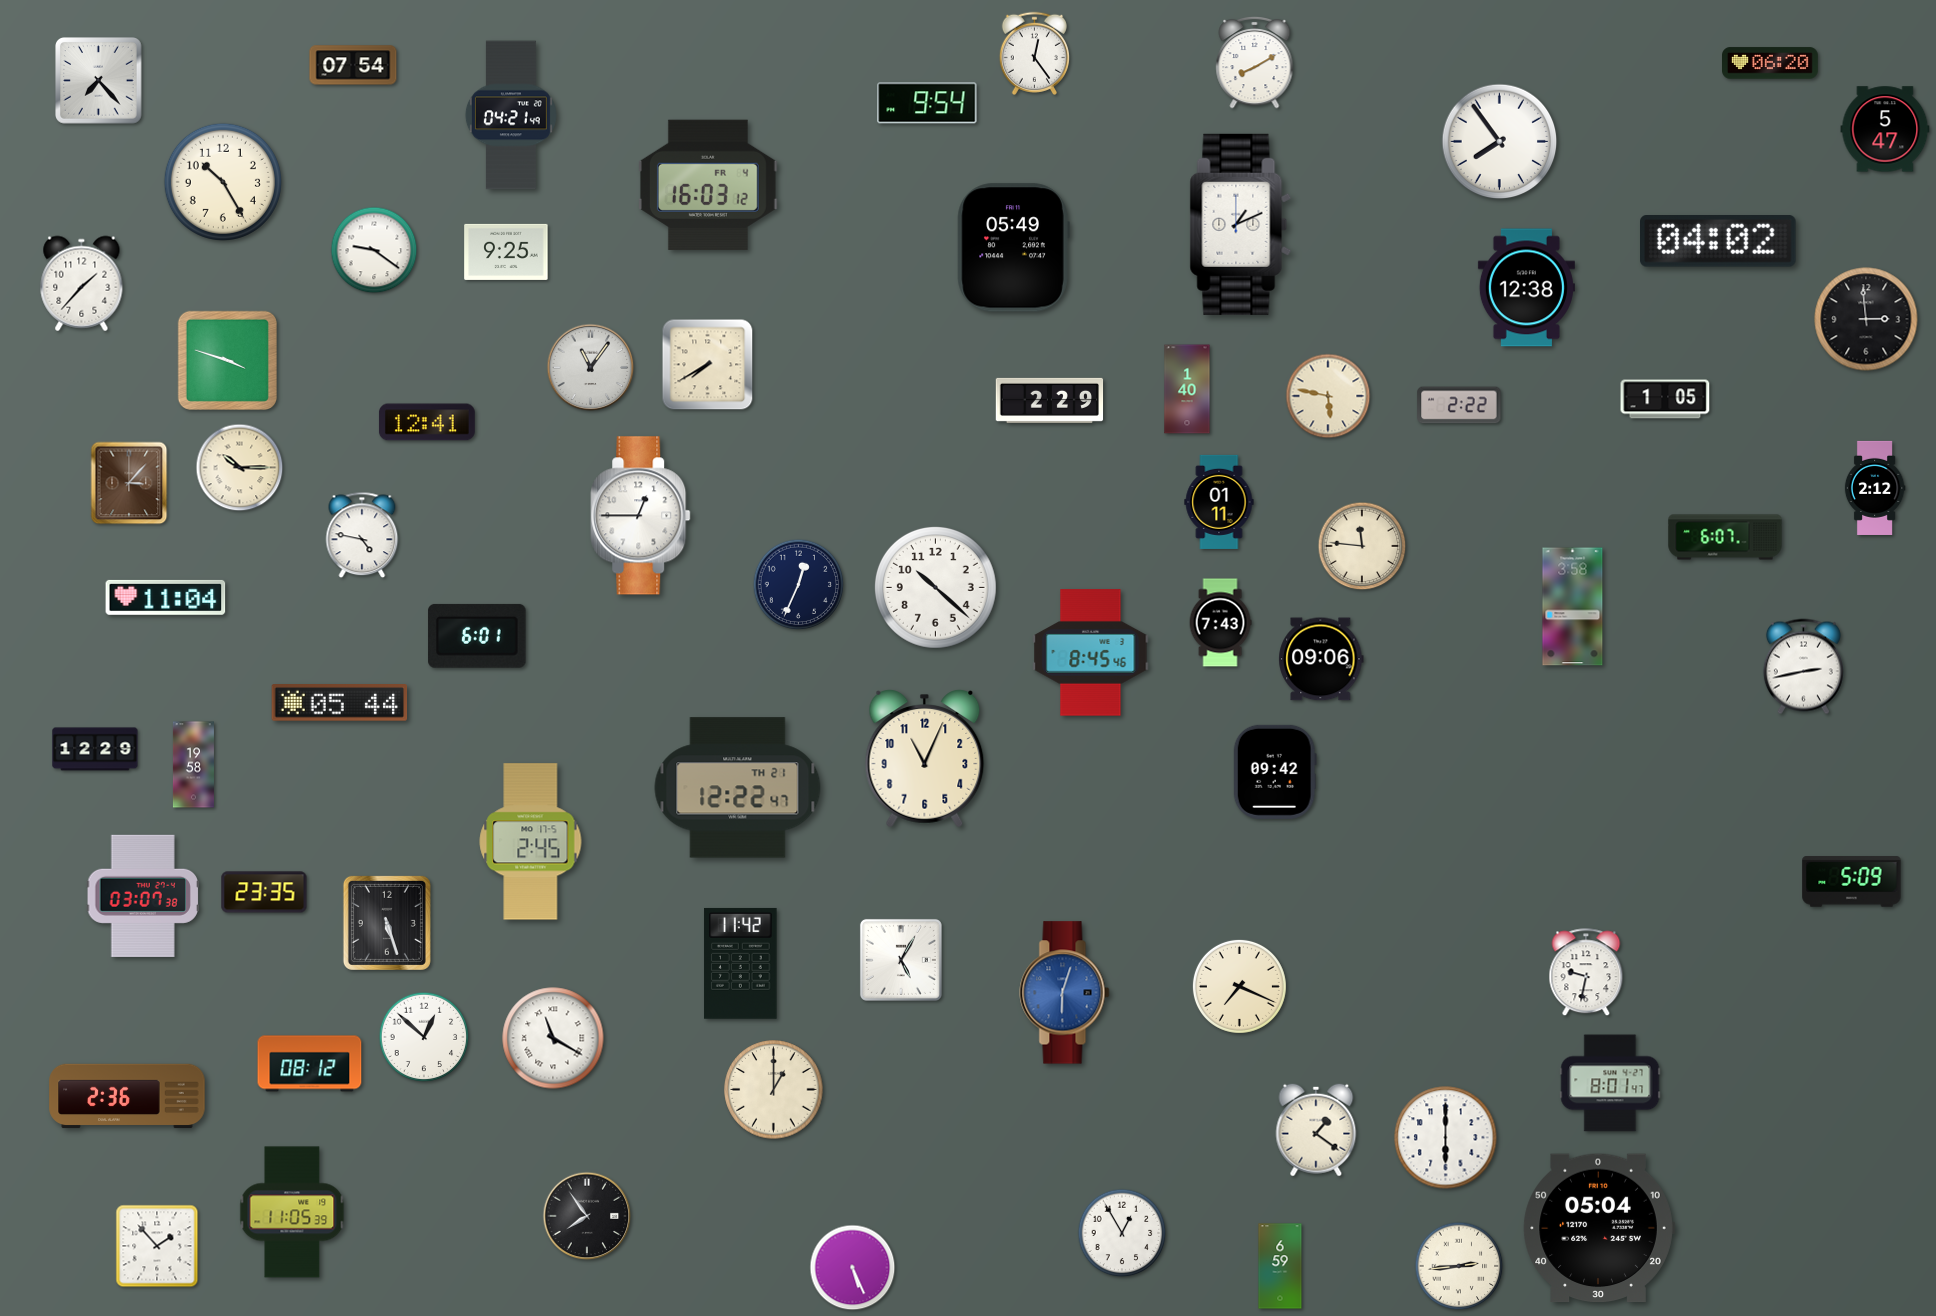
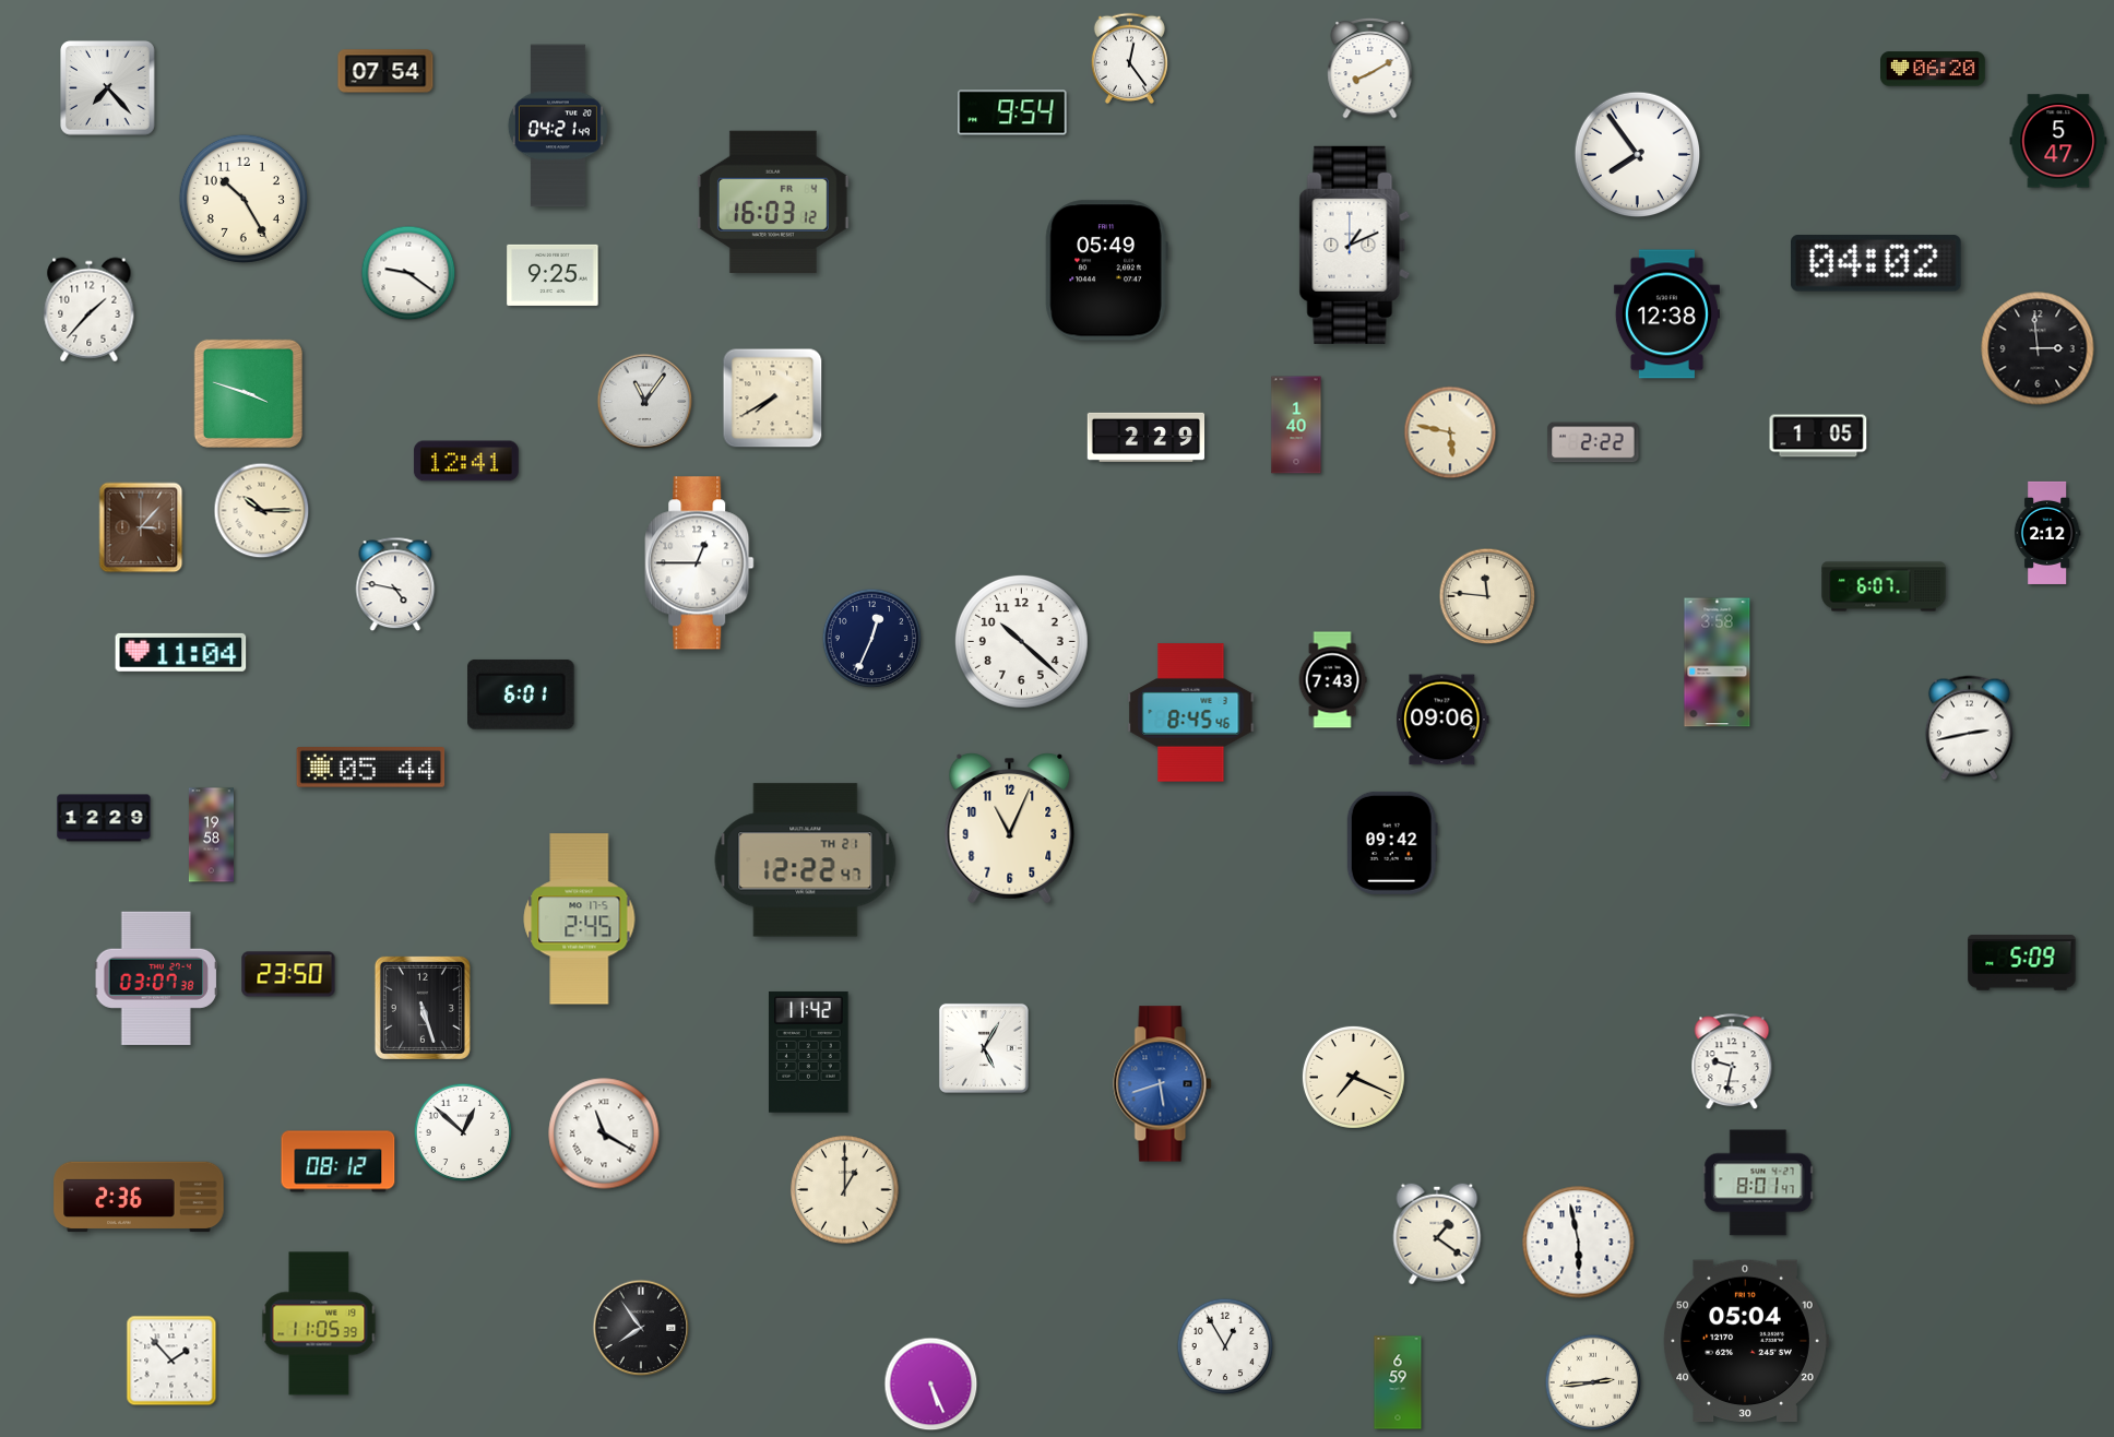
clock at (1219, 502): 01:11 -> none
clock at (264, 892): 23:35 -> 23:50
clock at (1065, 993): 6:03 -> 5:42
clock at (1446, 1138): 6:00 -> 5:58
